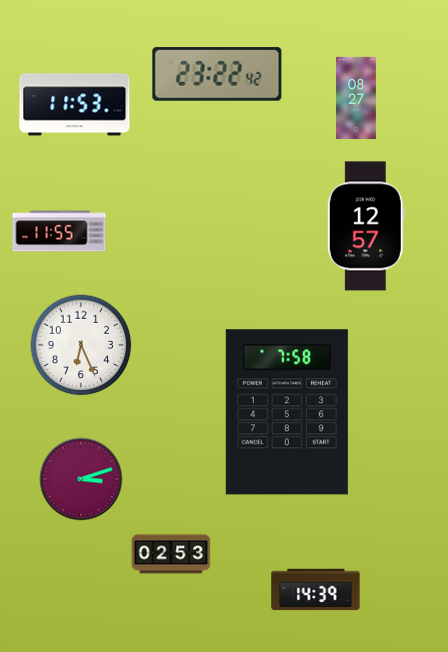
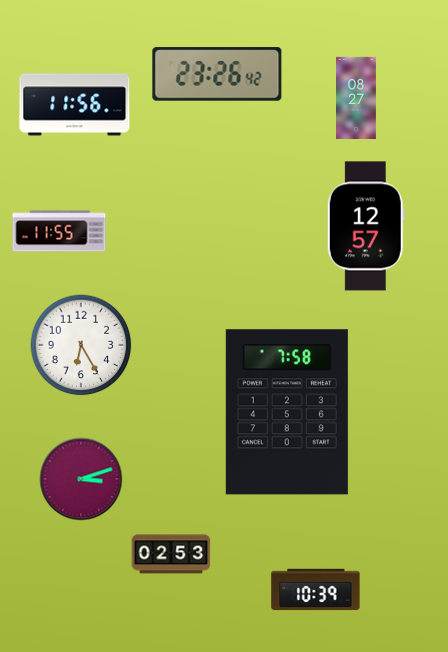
clock at (217, 74): 23:22 -> 23:26
clock at (75, 105): 11:53 -> 11:56
clock at (81, 345): 6:26 -> 6:25
clock at (316, 590): 14:39 -> 10:39
